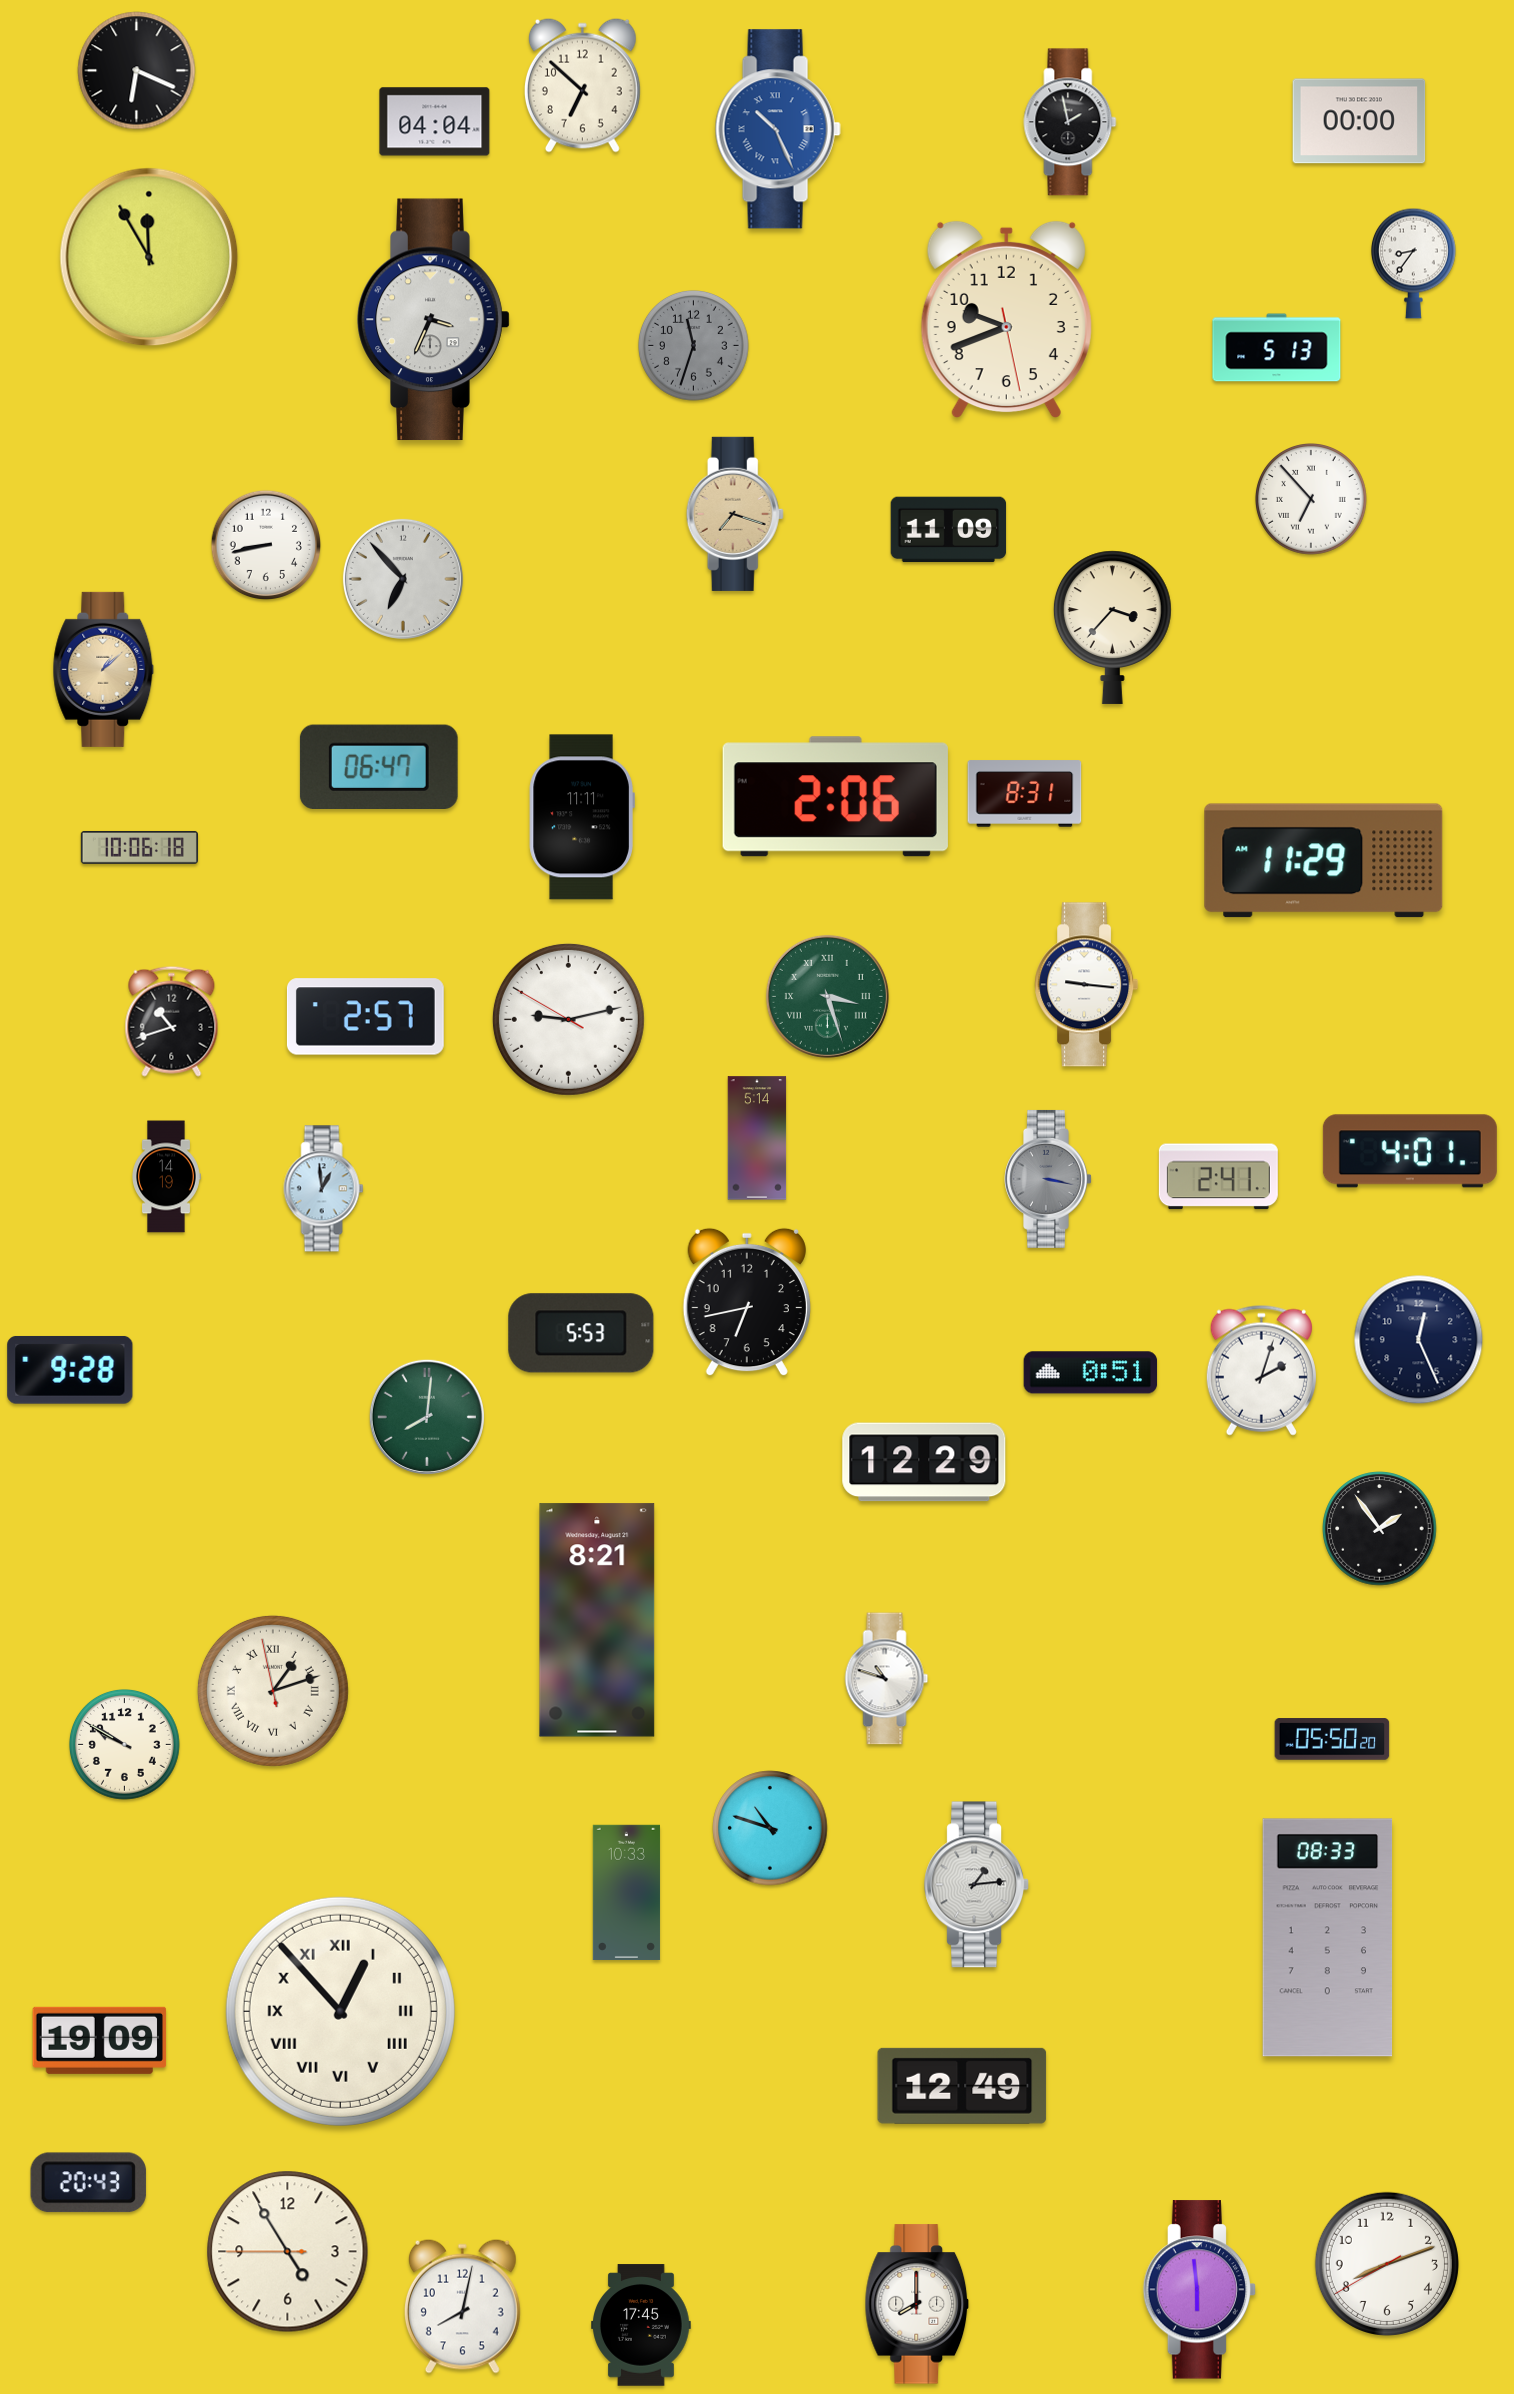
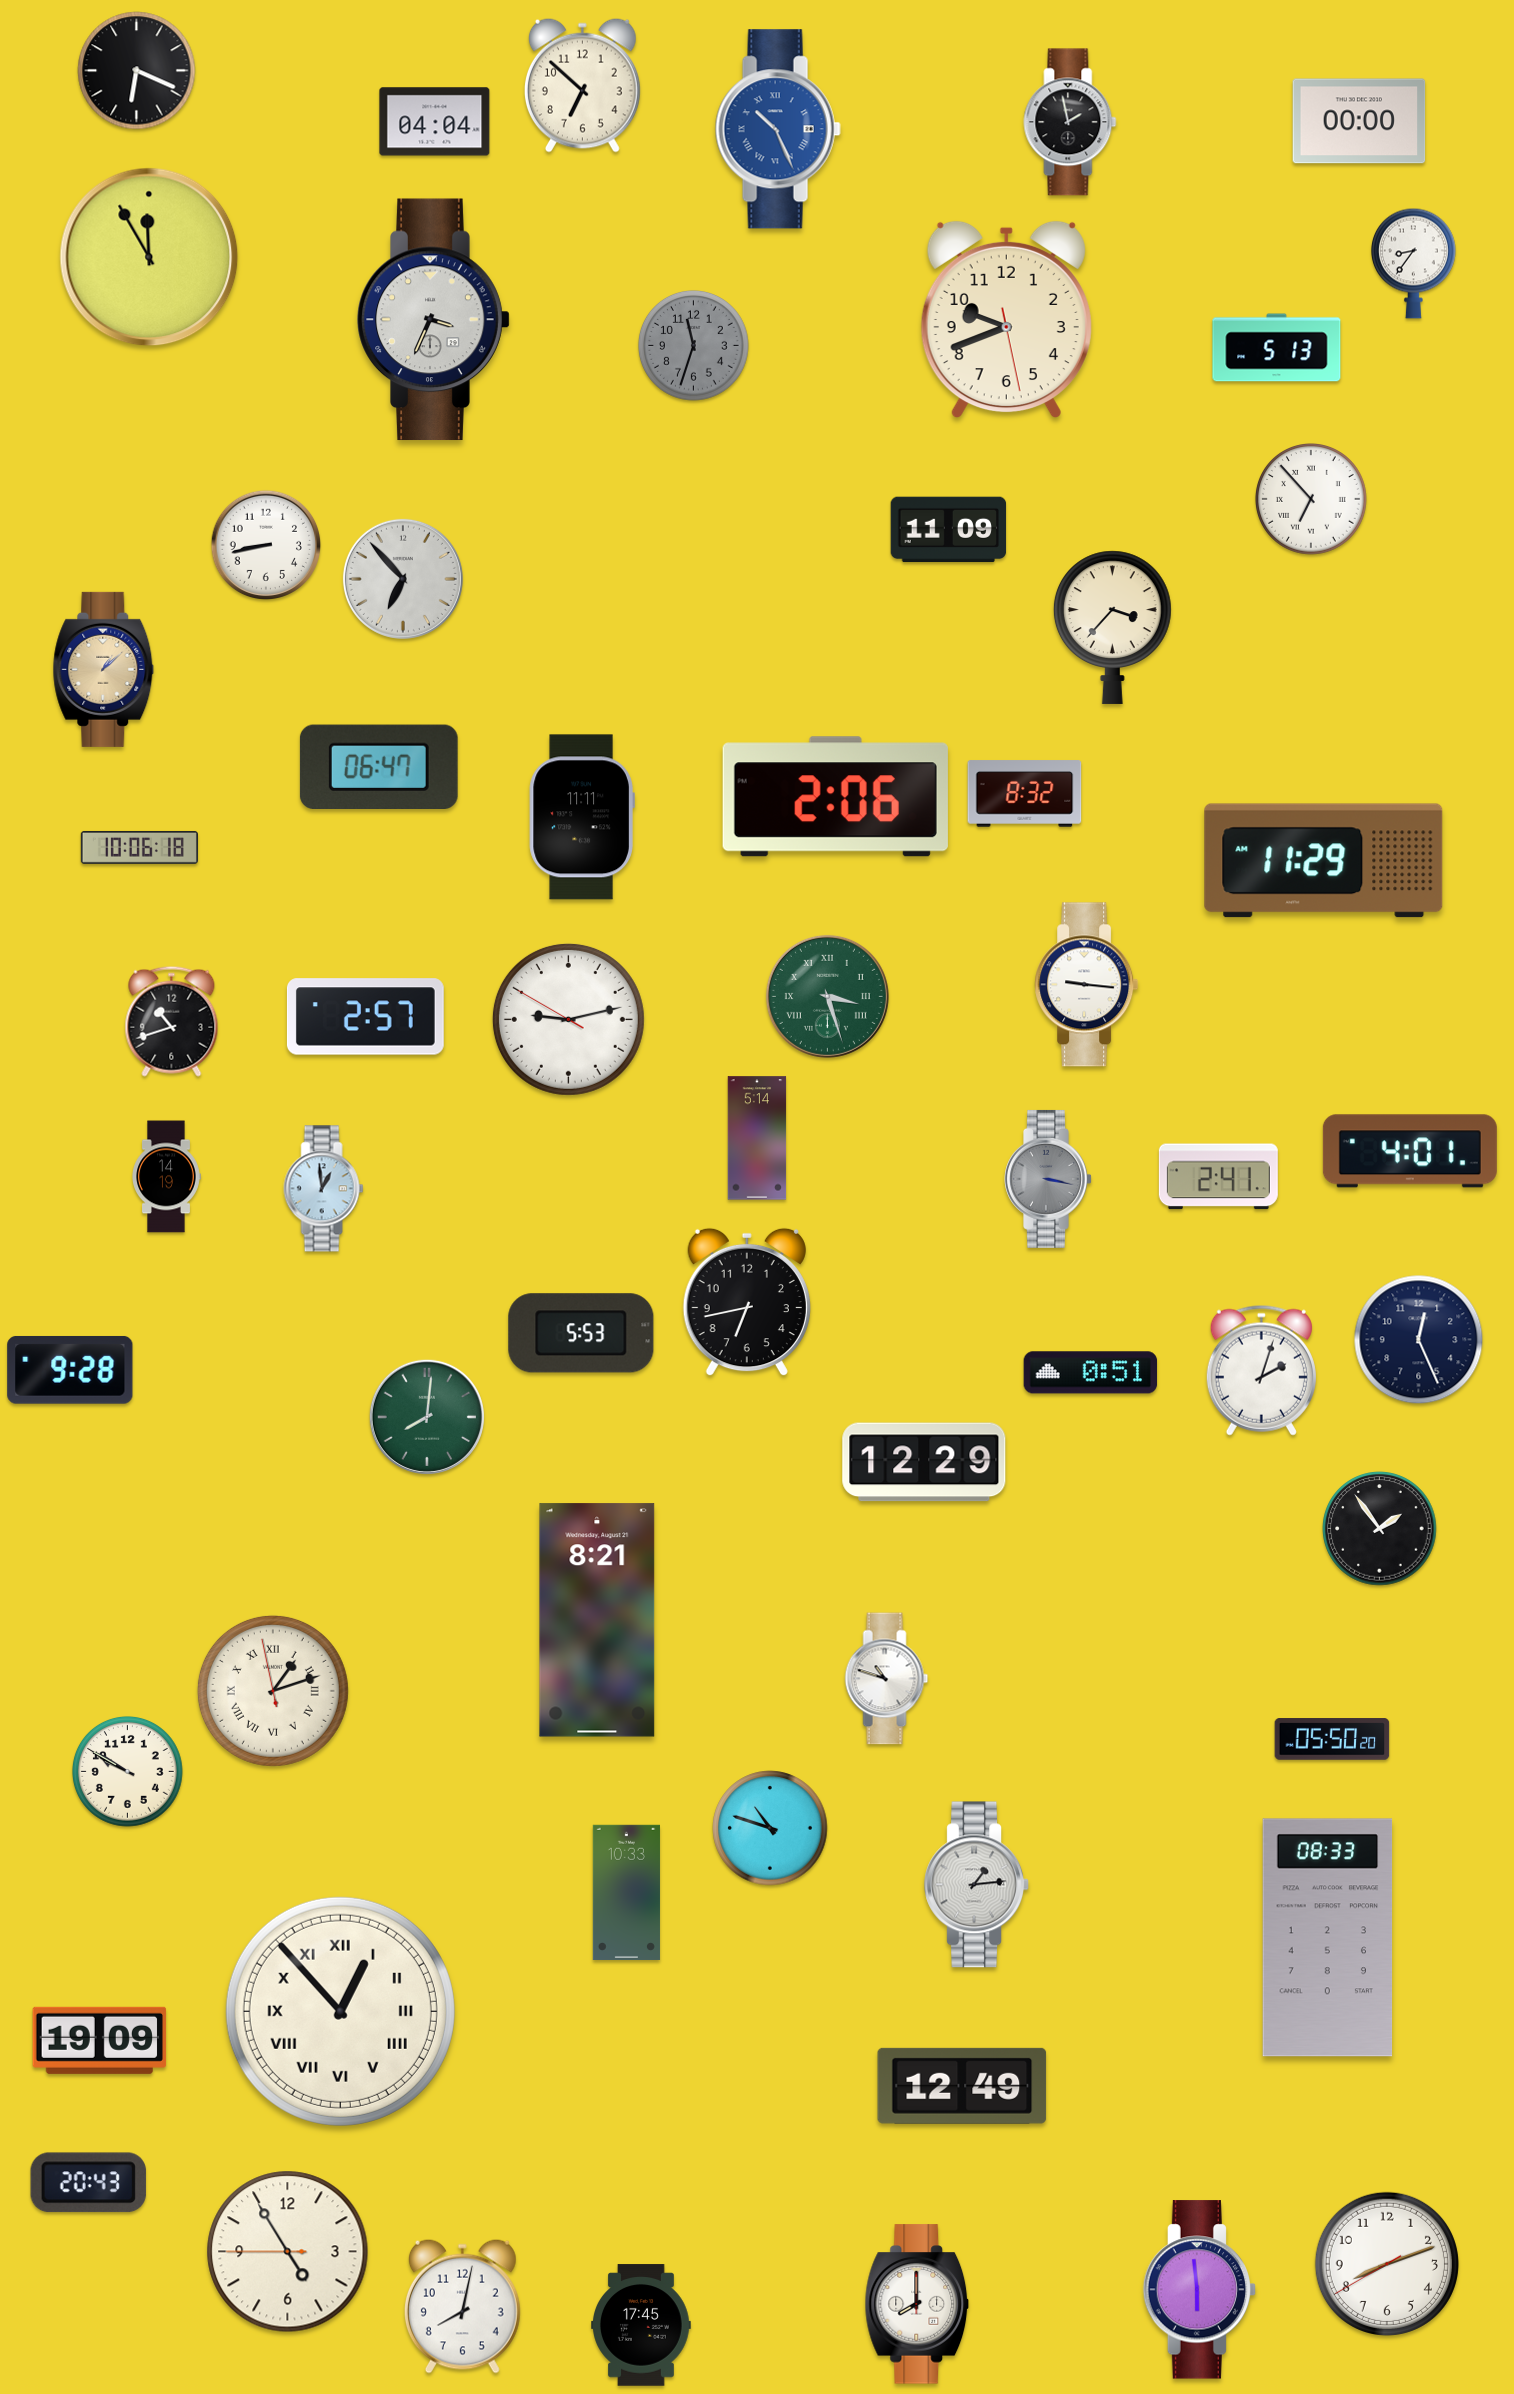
clock at (735, 514): 7:18 -> none
clock at (1025, 794): 8:31 -> 8:32
clock at (125, 1745) position: (125, 1745) -> (128, 1772)
